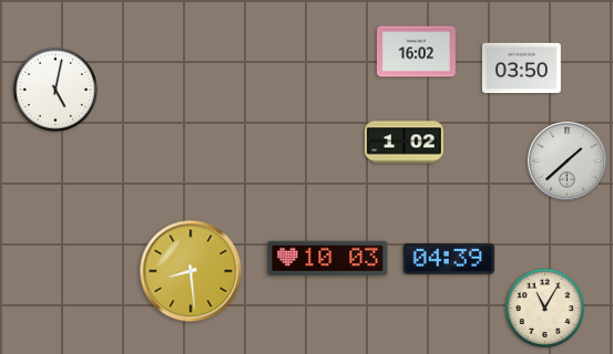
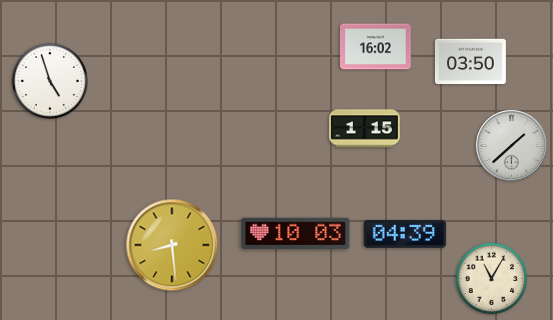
clock at (55, 90): 5:02 -> 4:57
clock at (403, 143): 1:02 -> 1:15
